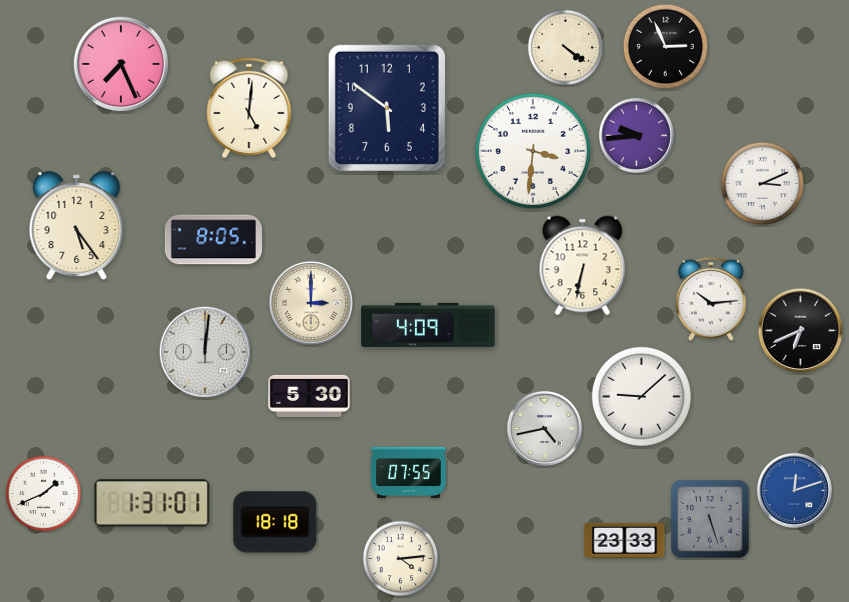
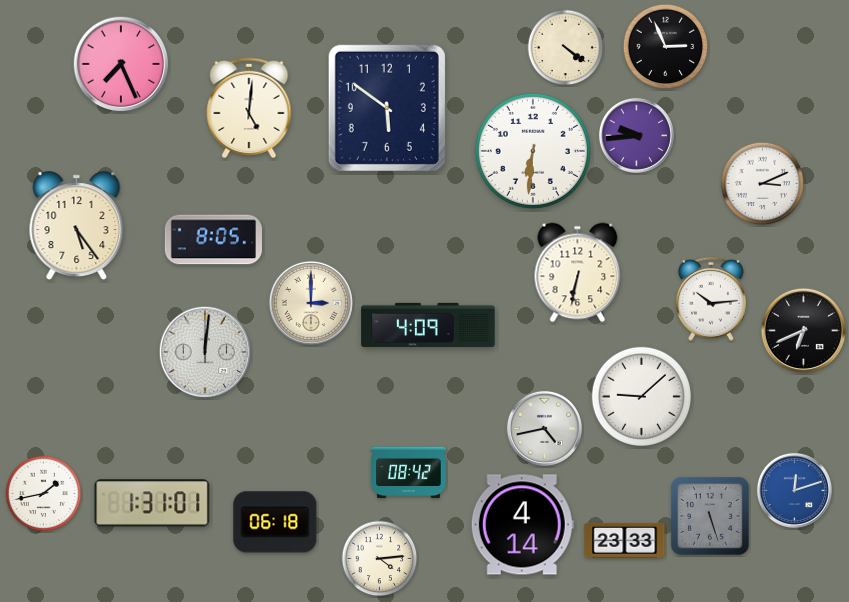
clock at (533, 151): 3:31 -> 6:31
clock at (583, 266) position: (583, 266) -> (578, 273)
clock at (800, 330) position: (800, 330) -> (803, 330)
clock at (309, 396): 5:30 -> none
clock at (409, 473): 07:55 -> 08:42
clock at (44, 494): 1:41 -> 1:43
clock at (711, 520) position: (711, 520) -> (711, 517)
clock at (275, 522): 18:18 -> 06:18
clock at (522, 525): none -> 4:14
clock at (401, 559) position: (401, 559) -> (380, 559)
